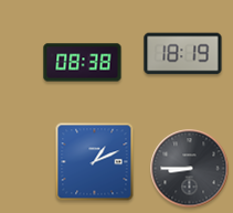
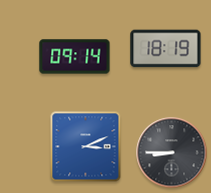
clock at (83, 63): 08:38 -> 09:14
clock at (95, 162): 1:11 -> 3:11
